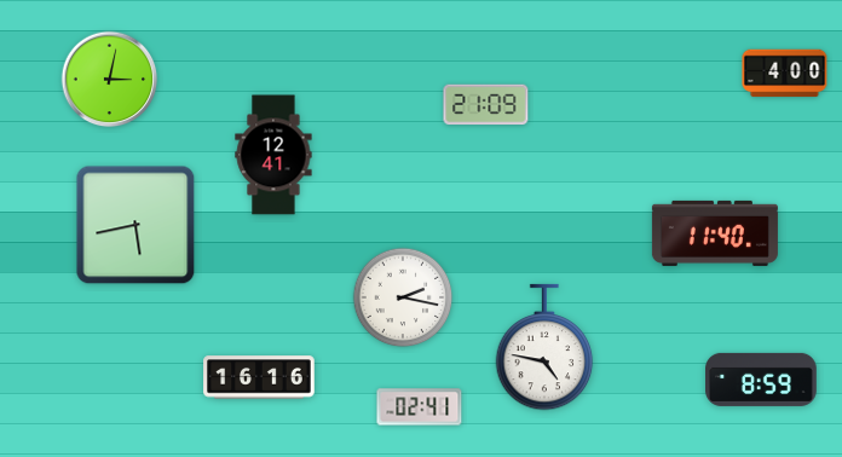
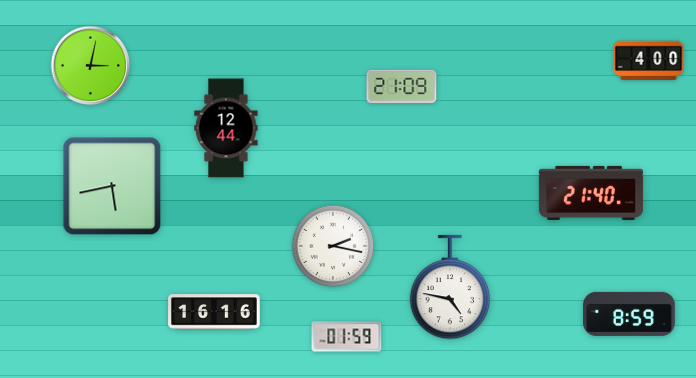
clock at (273, 155): 12:41 -> 12:44
clock at (715, 233): 11:40 -> 21:40
clock at (420, 407): 02:41 -> 01:59
